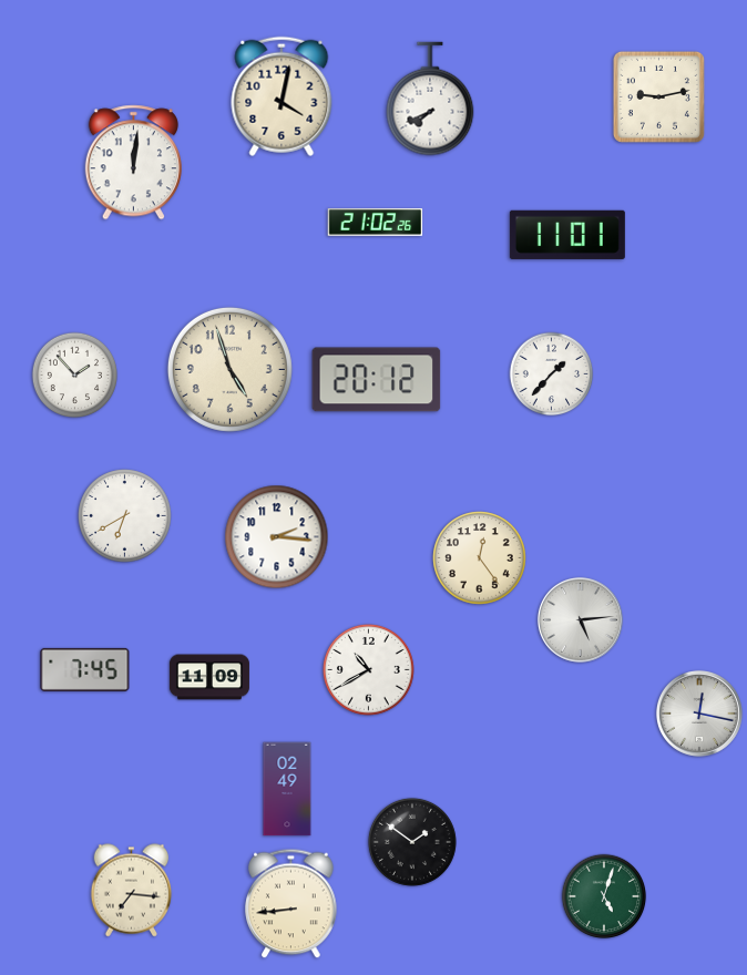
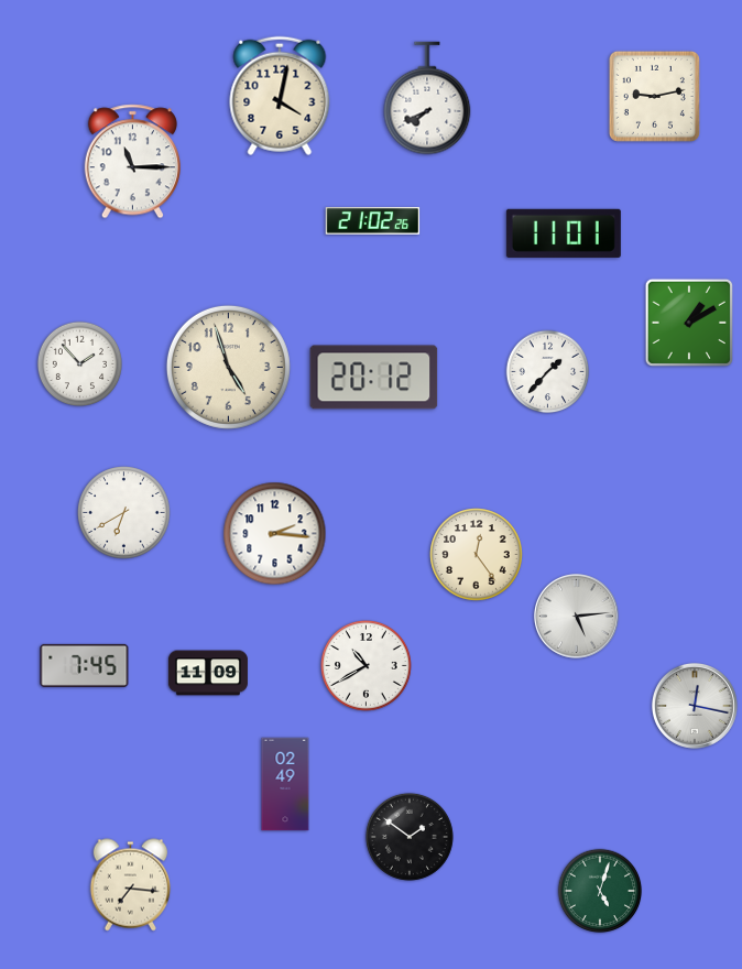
clock at (133, 163): 12:01 -> 11:15
clock at (688, 322): none -> 1:10
clock at (74, 374) position: (74, 374) -> (79, 363)
clock at (699, 714) position: (699, 714) -> (695, 706)
clock at (291, 904): 8:44 -> none
